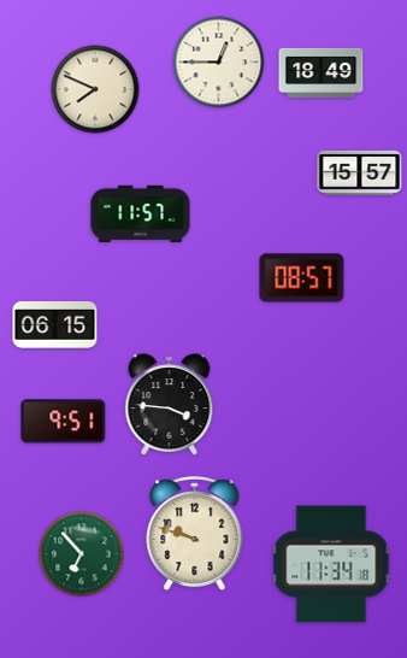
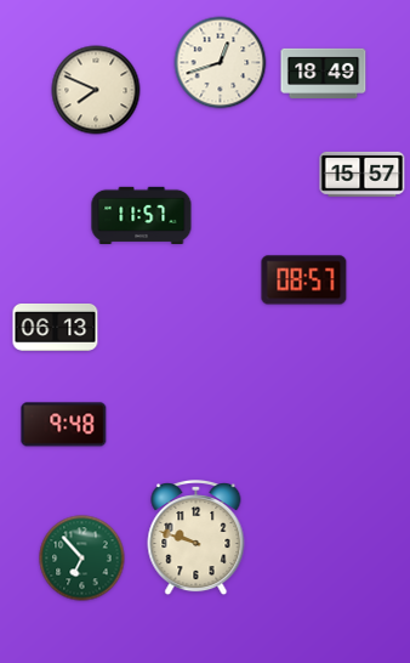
clock at (219, 63): 12:45 -> 12:42
clock at (55, 324): 06:15 -> 06:13
clock at (170, 405): 3:46 -> none
clock at (64, 422): 9:51 -> 9:48
clock at (331, 564): 11:34 -> none
